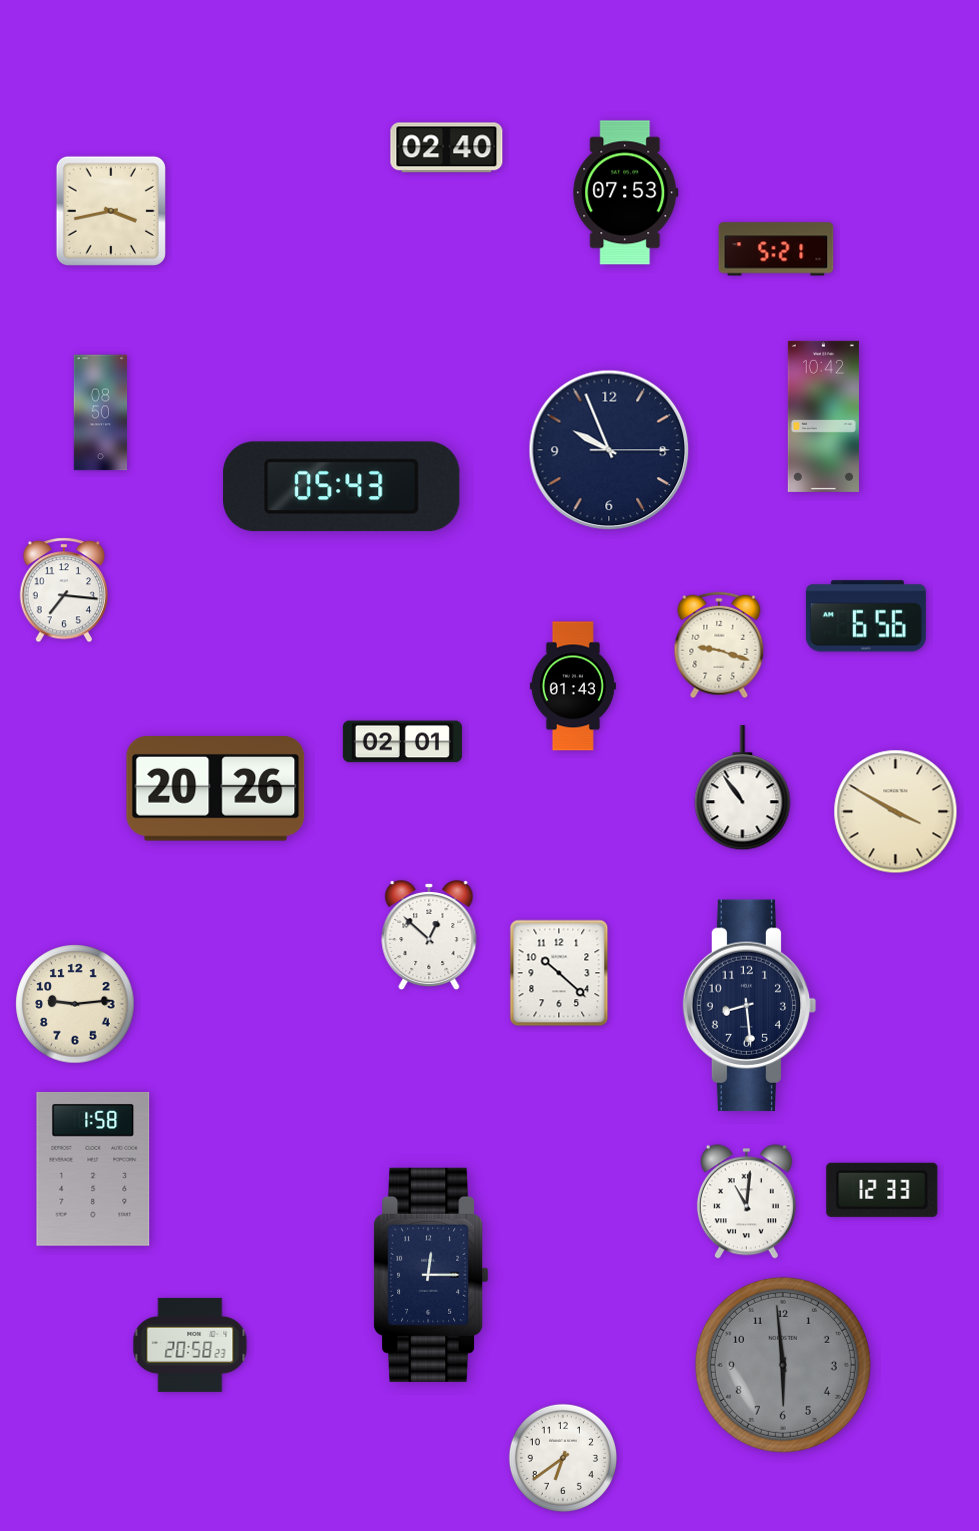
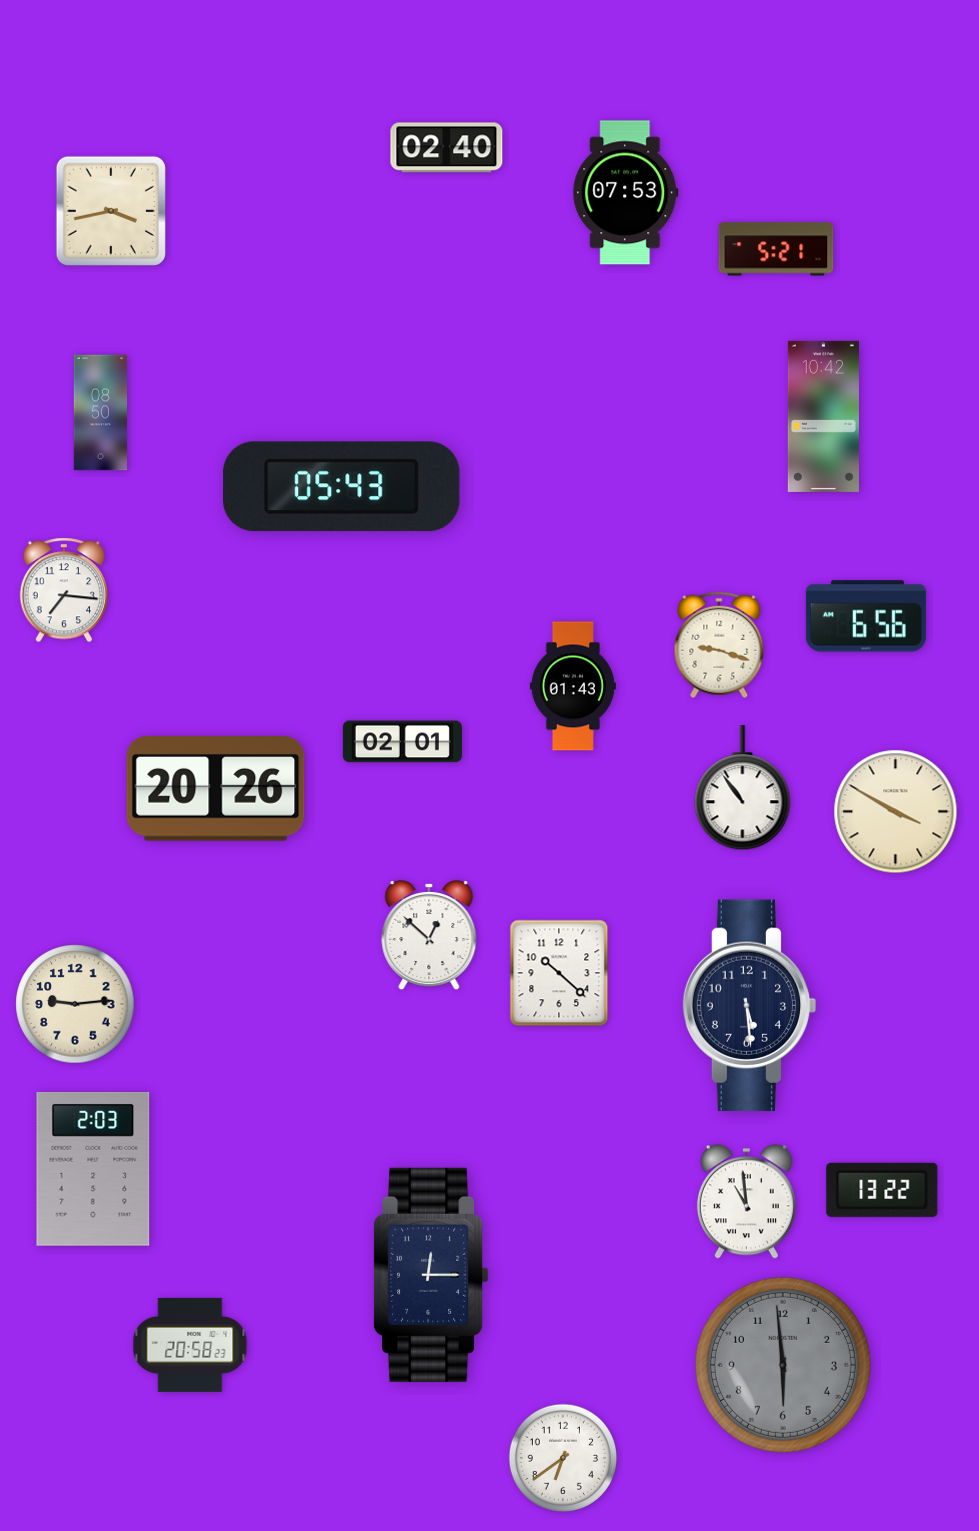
clock at (609, 450): 9:56 -> none
clock at (750, 1006): 8:29 -> 5:29
clock at (93, 1169): 1:58 -> 2:03
clock at (882, 1190): 12:33 -> 13:22
clock at (746, 1202): 11:01 -> 10:59
